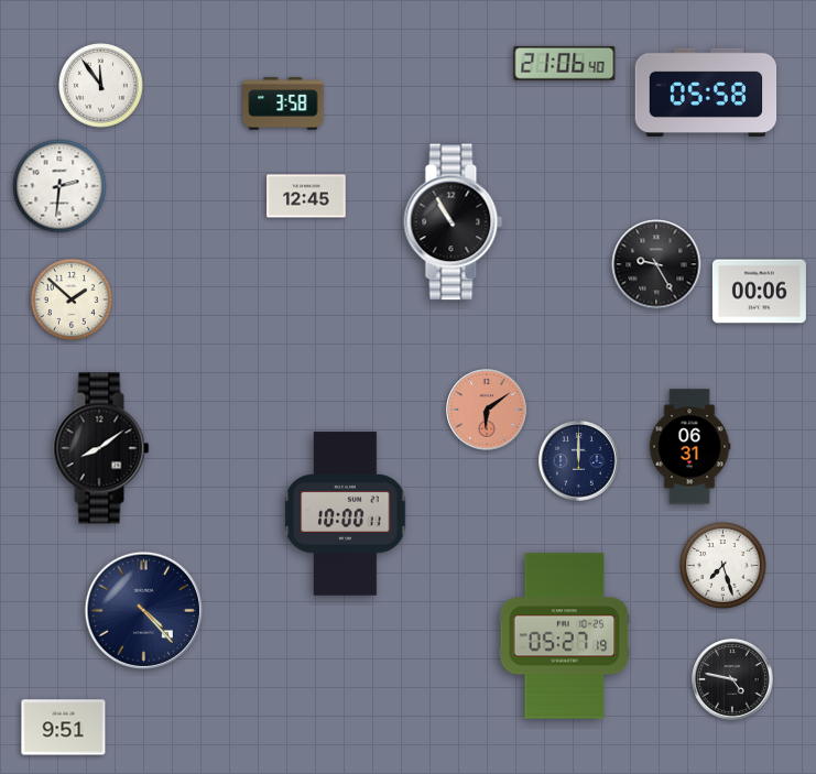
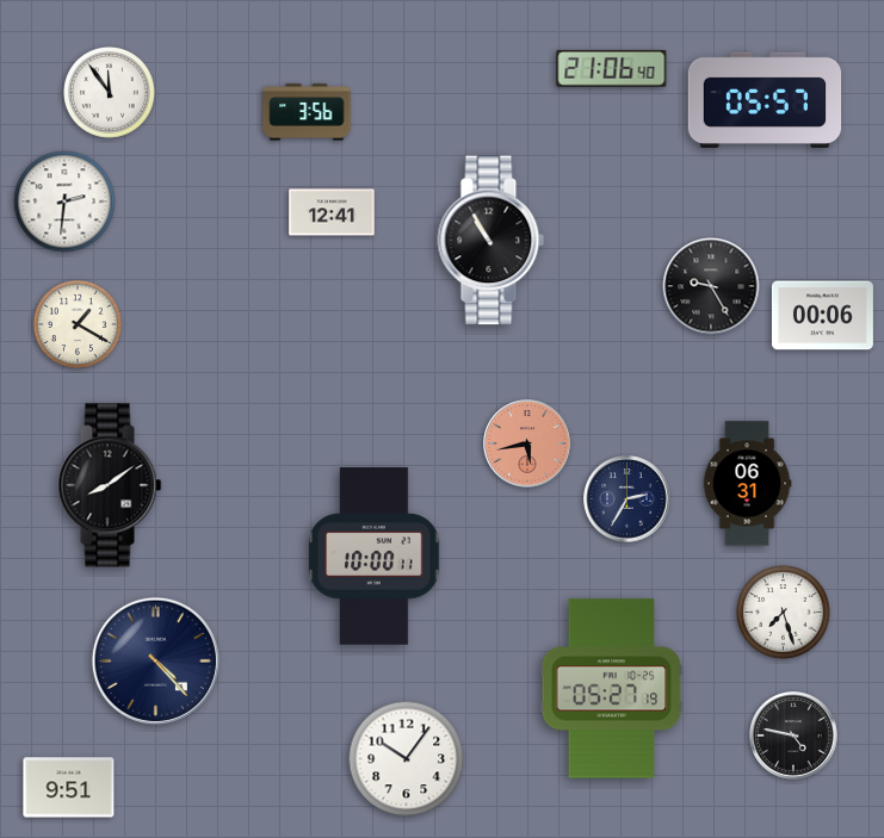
clock at (706, 92): 05:58 -> 05:57
clock at (283, 103): 3:58 -> 3:56
clock at (306, 196): 12:45 -> 12:41
clock at (72, 299): 1:52 -> 1:20
clock at (487, 410): 6:09 -> 5:43
clock at (579, 461): 12:00 -> 2:35
clock at (407, 759): none -> 10:06
